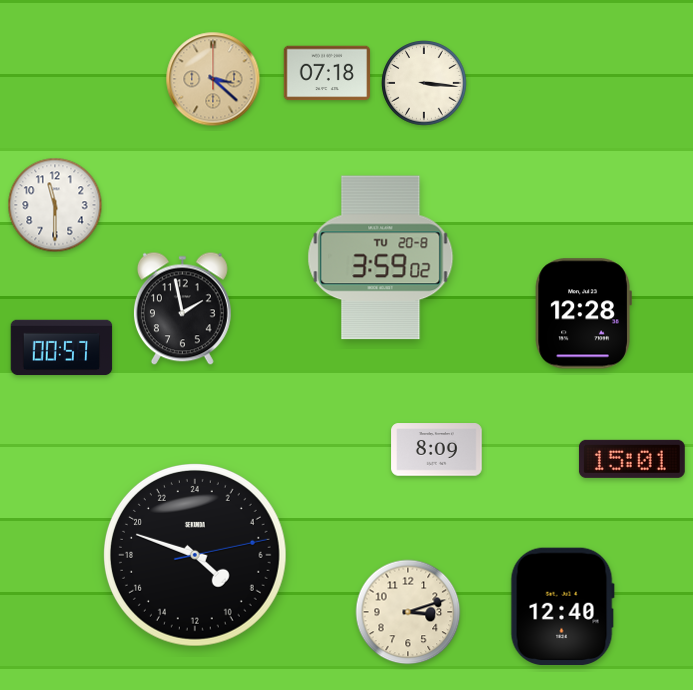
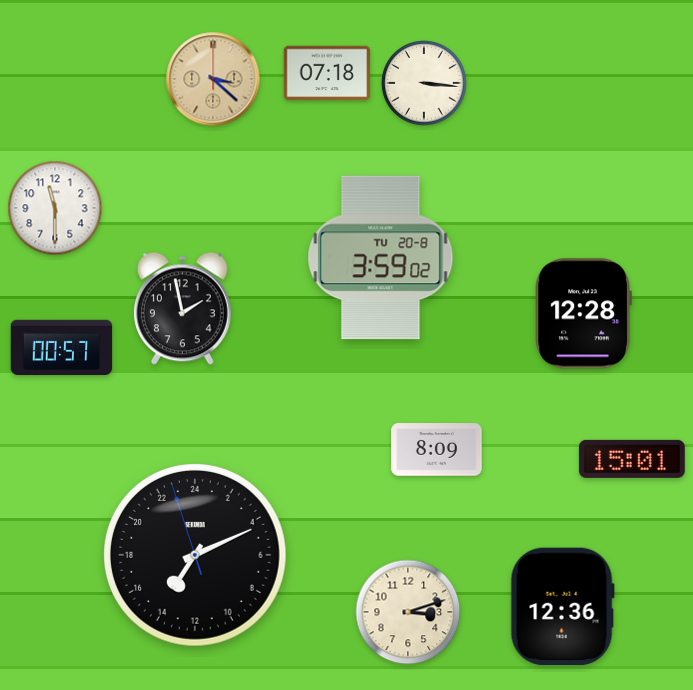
clock at (55, 205) position: (55, 205) -> (55, 208)
clock at (196, 556): 8:48 -> 14:10
clock at (562, 607): 12:40 -> 12:36
